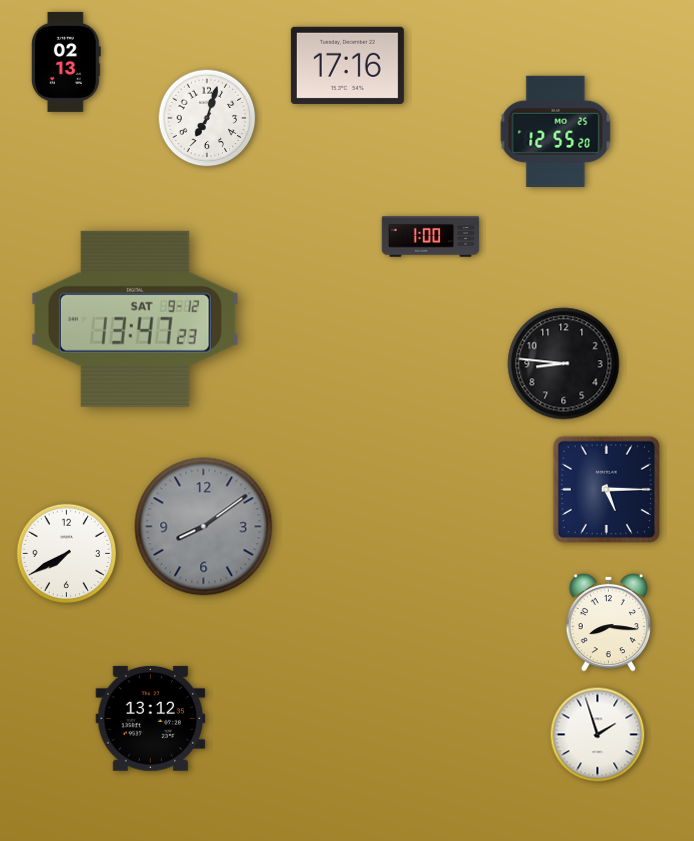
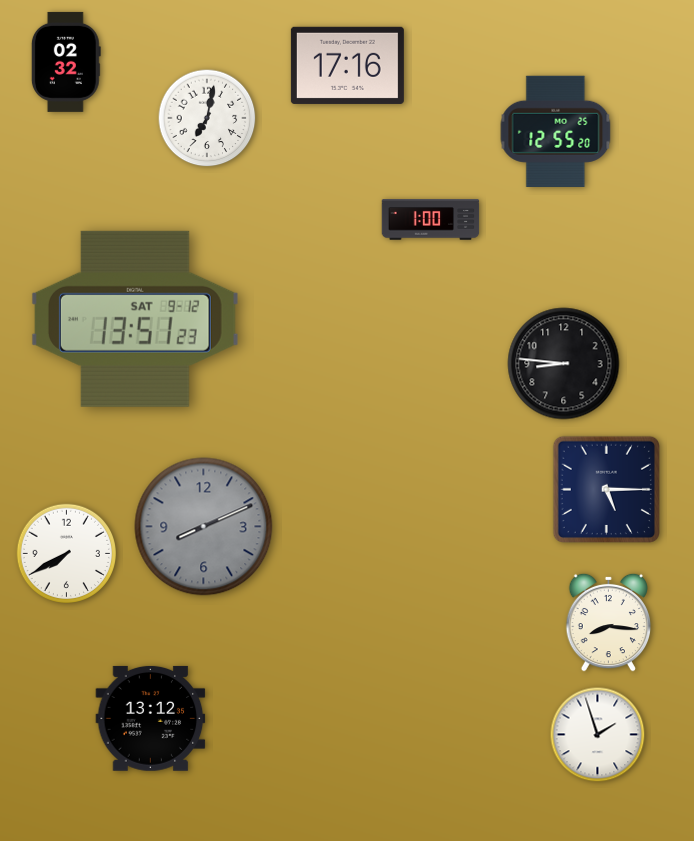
clock at (66, 62): 02:13 -> 02:32
clock at (207, 118): 7:03 -> 7:02
clock at (431, 237) position: (431, 237) -> (431, 220)
clock at (135, 319): 13:47 -> 13:51
clock at (204, 527): 8:09 -> 8:11
